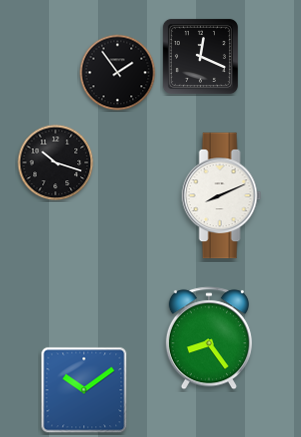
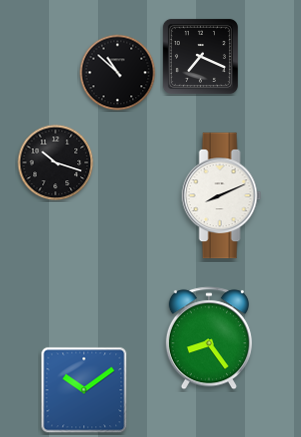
clock at (200, 56): 12:19 -> 7:19
clock at (118, 73): 1:54 -> 10:52
